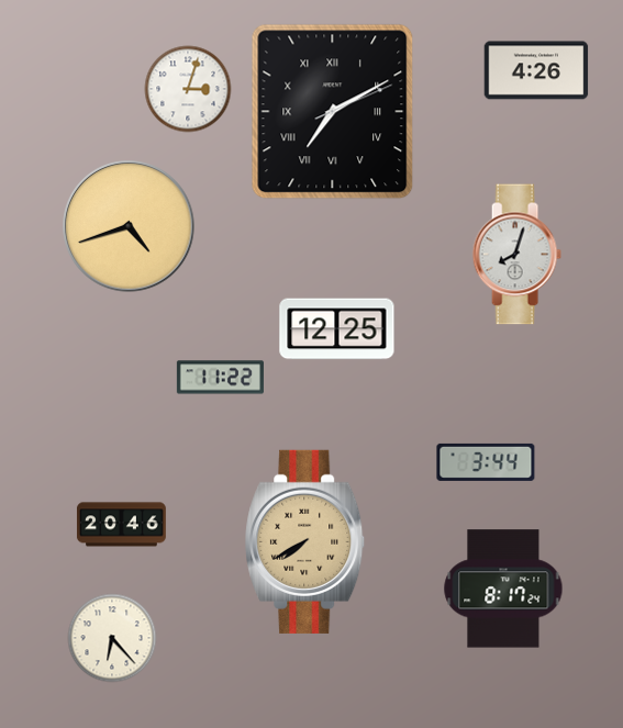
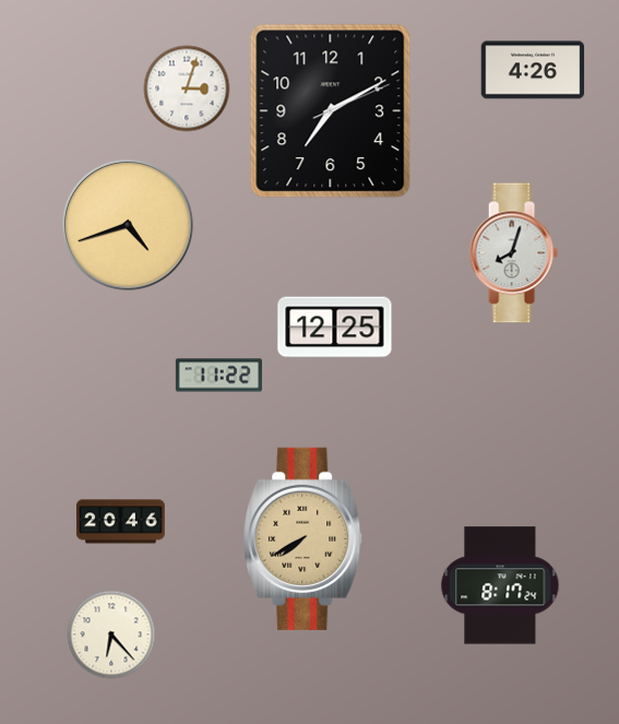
clock at (333, 112) numerals: Roman -> Arabic
clock at (486, 462): 3:44 -> none
